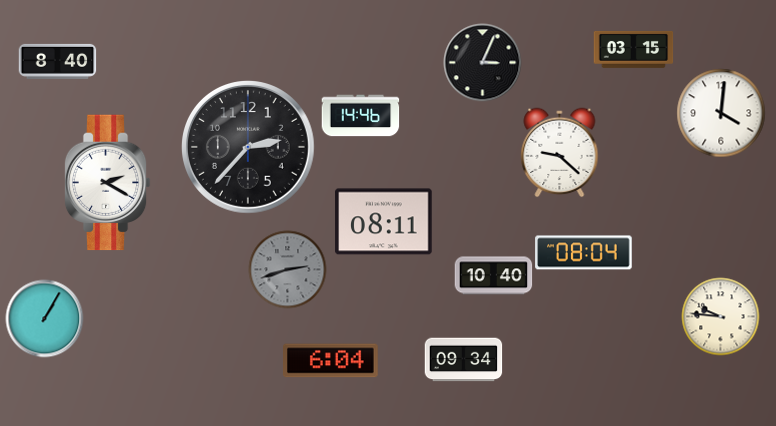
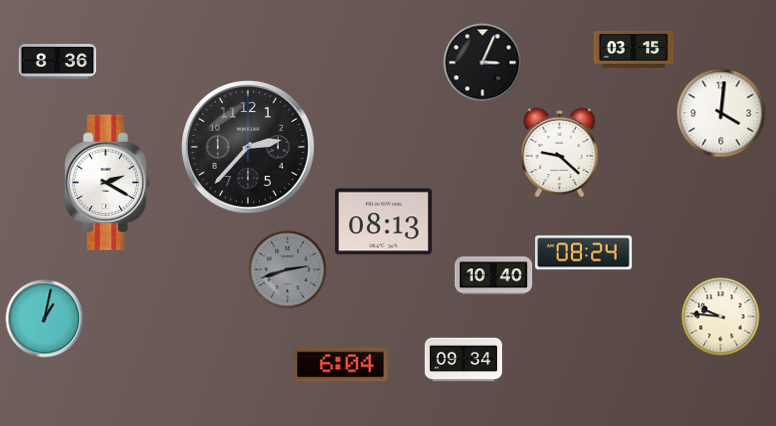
clock at (57, 61): 8:40 -> 8:36
clock at (360, 116): 14:46 -> none
clock at (384, 222): 08:11 -> 08:13
clock at (584, 253): 08:04 -> 08:24
clock at (44, 318): 1:05 -> 1:02
clock at (331, 361) position: (331, 361) -> (341, 365)
